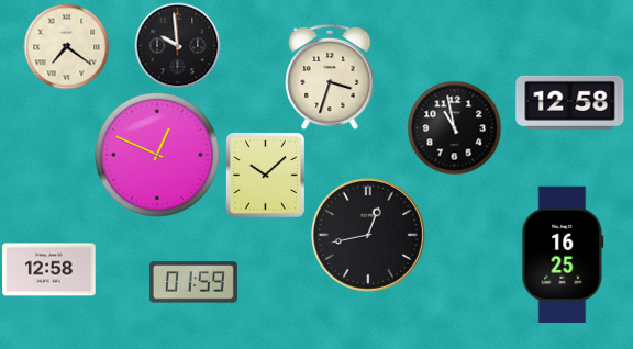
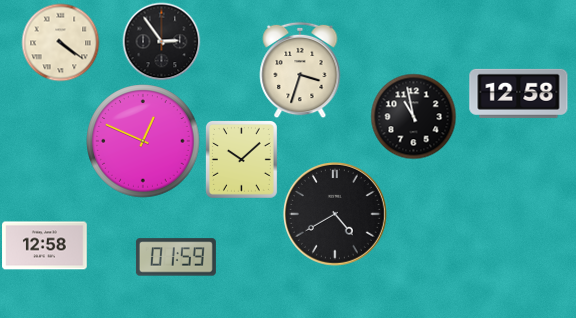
clock at (177, 45): 9:59 -> 2:54
clock at (66, 46): 7:21 -> 4:21
clock at (369, 236): 12:43 -> 4:40
clock at (563, 254): 16:25 -> none
